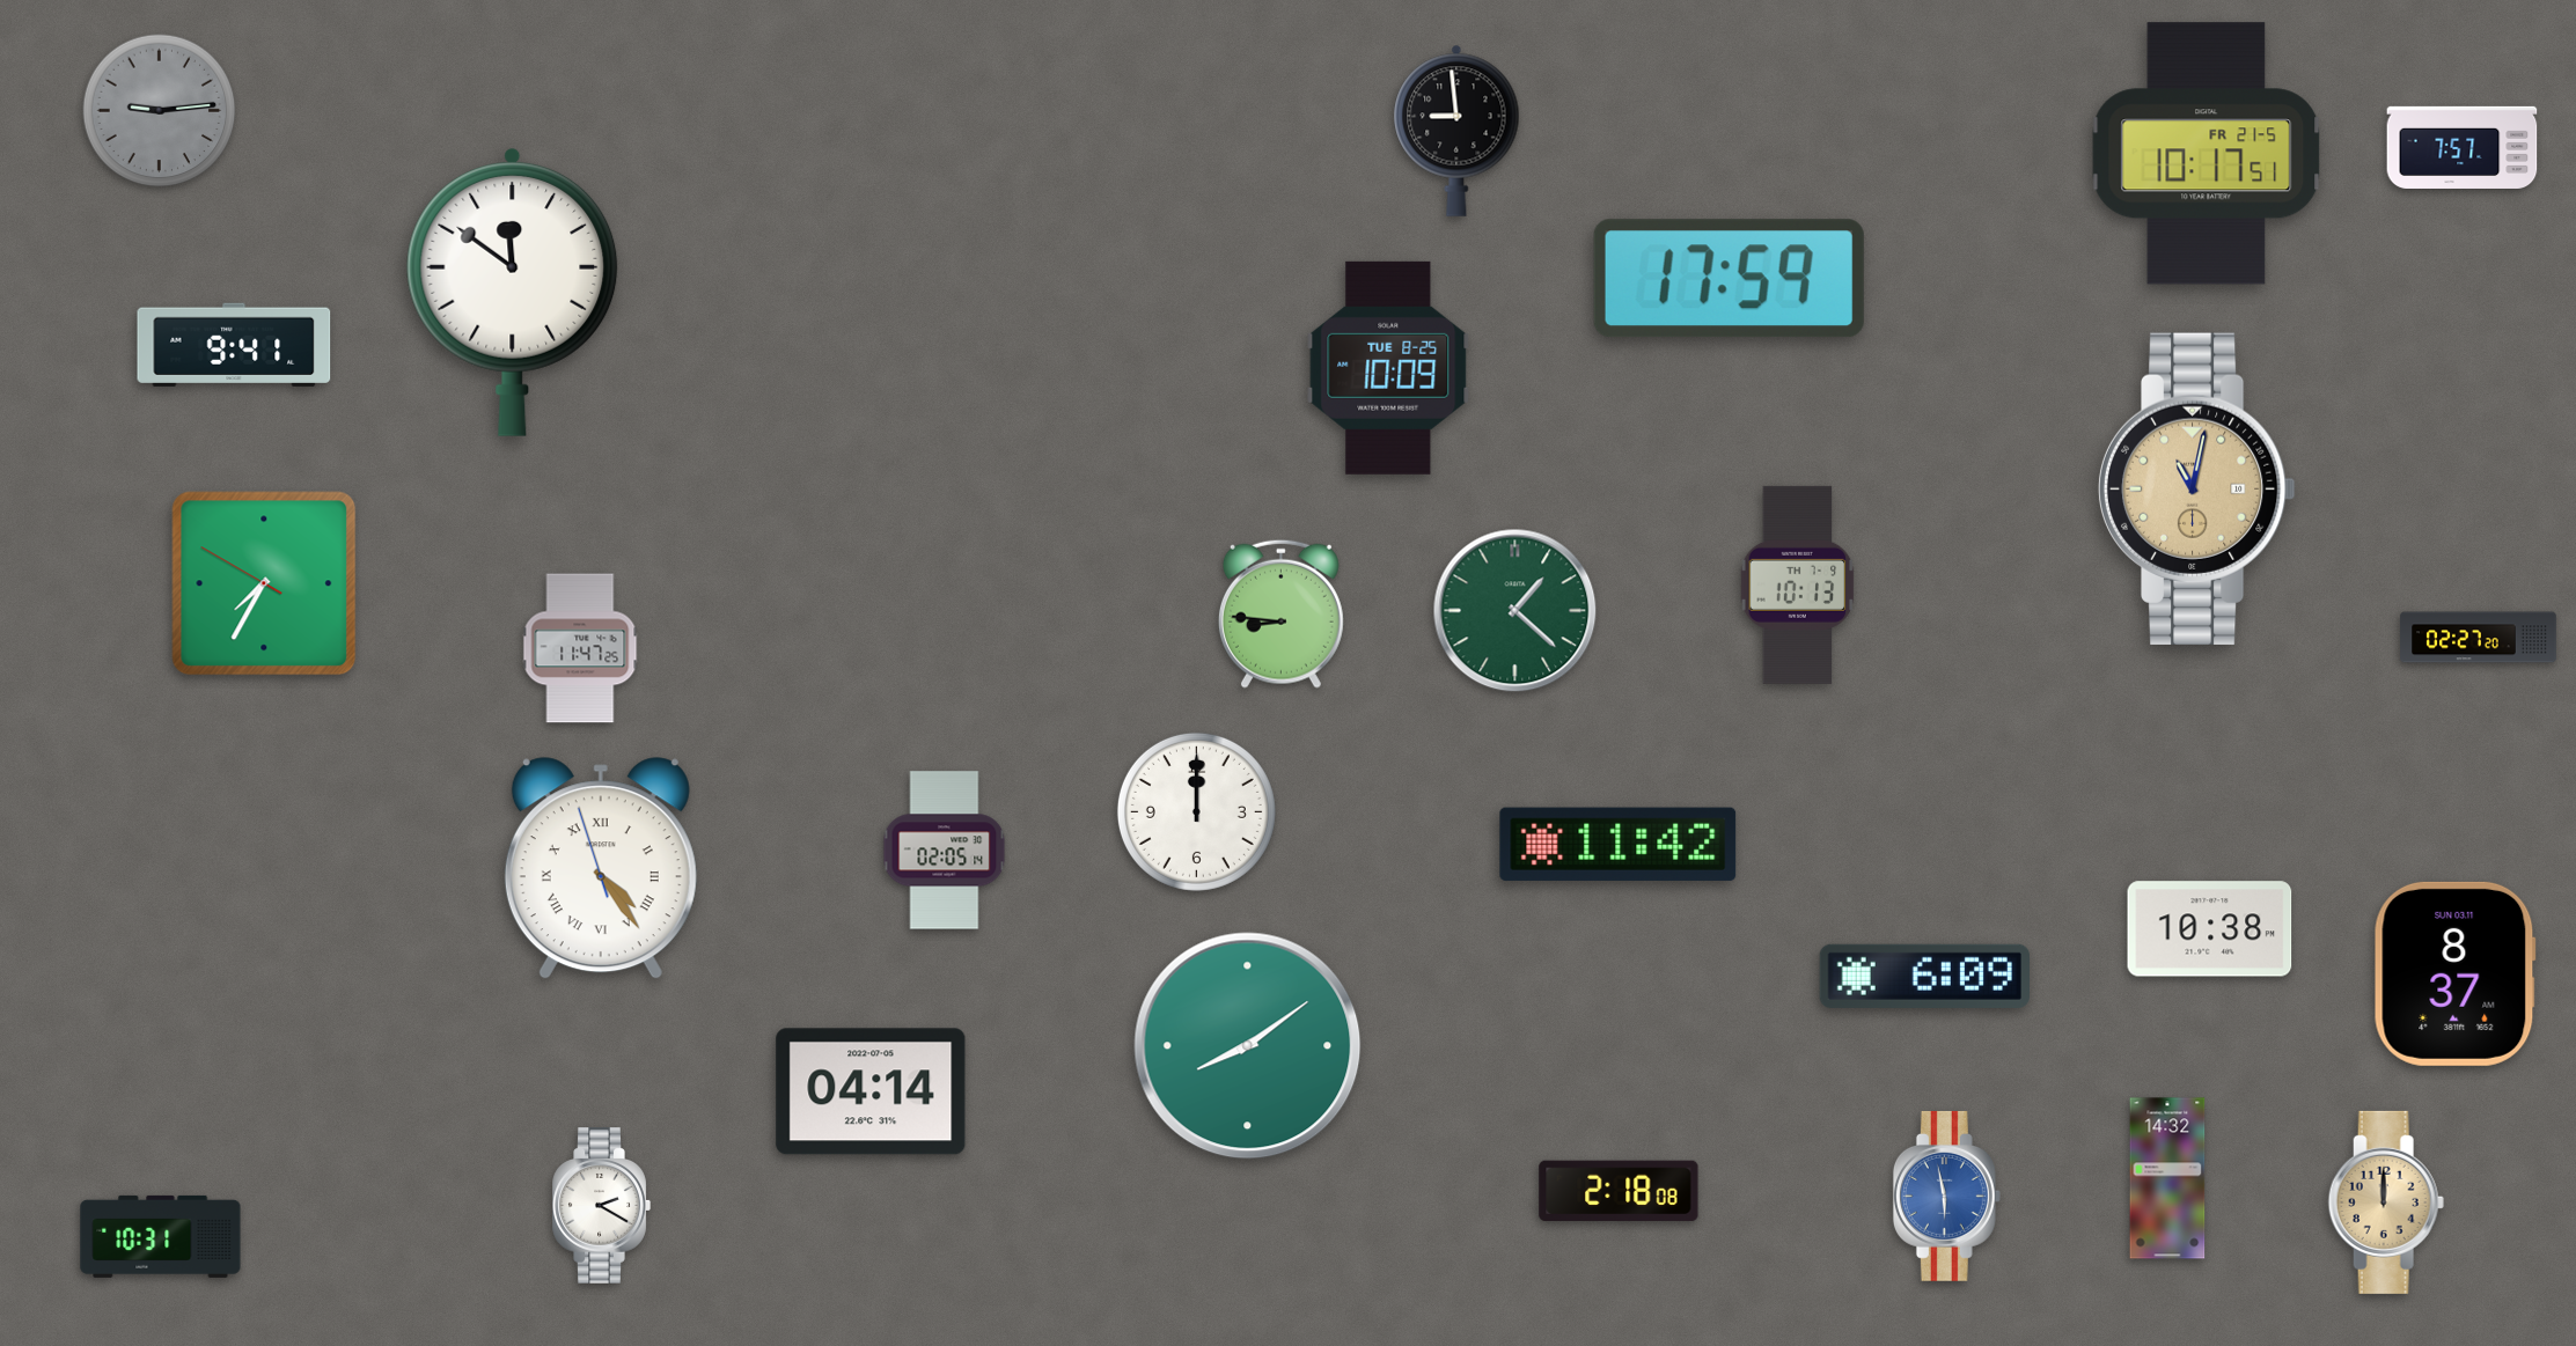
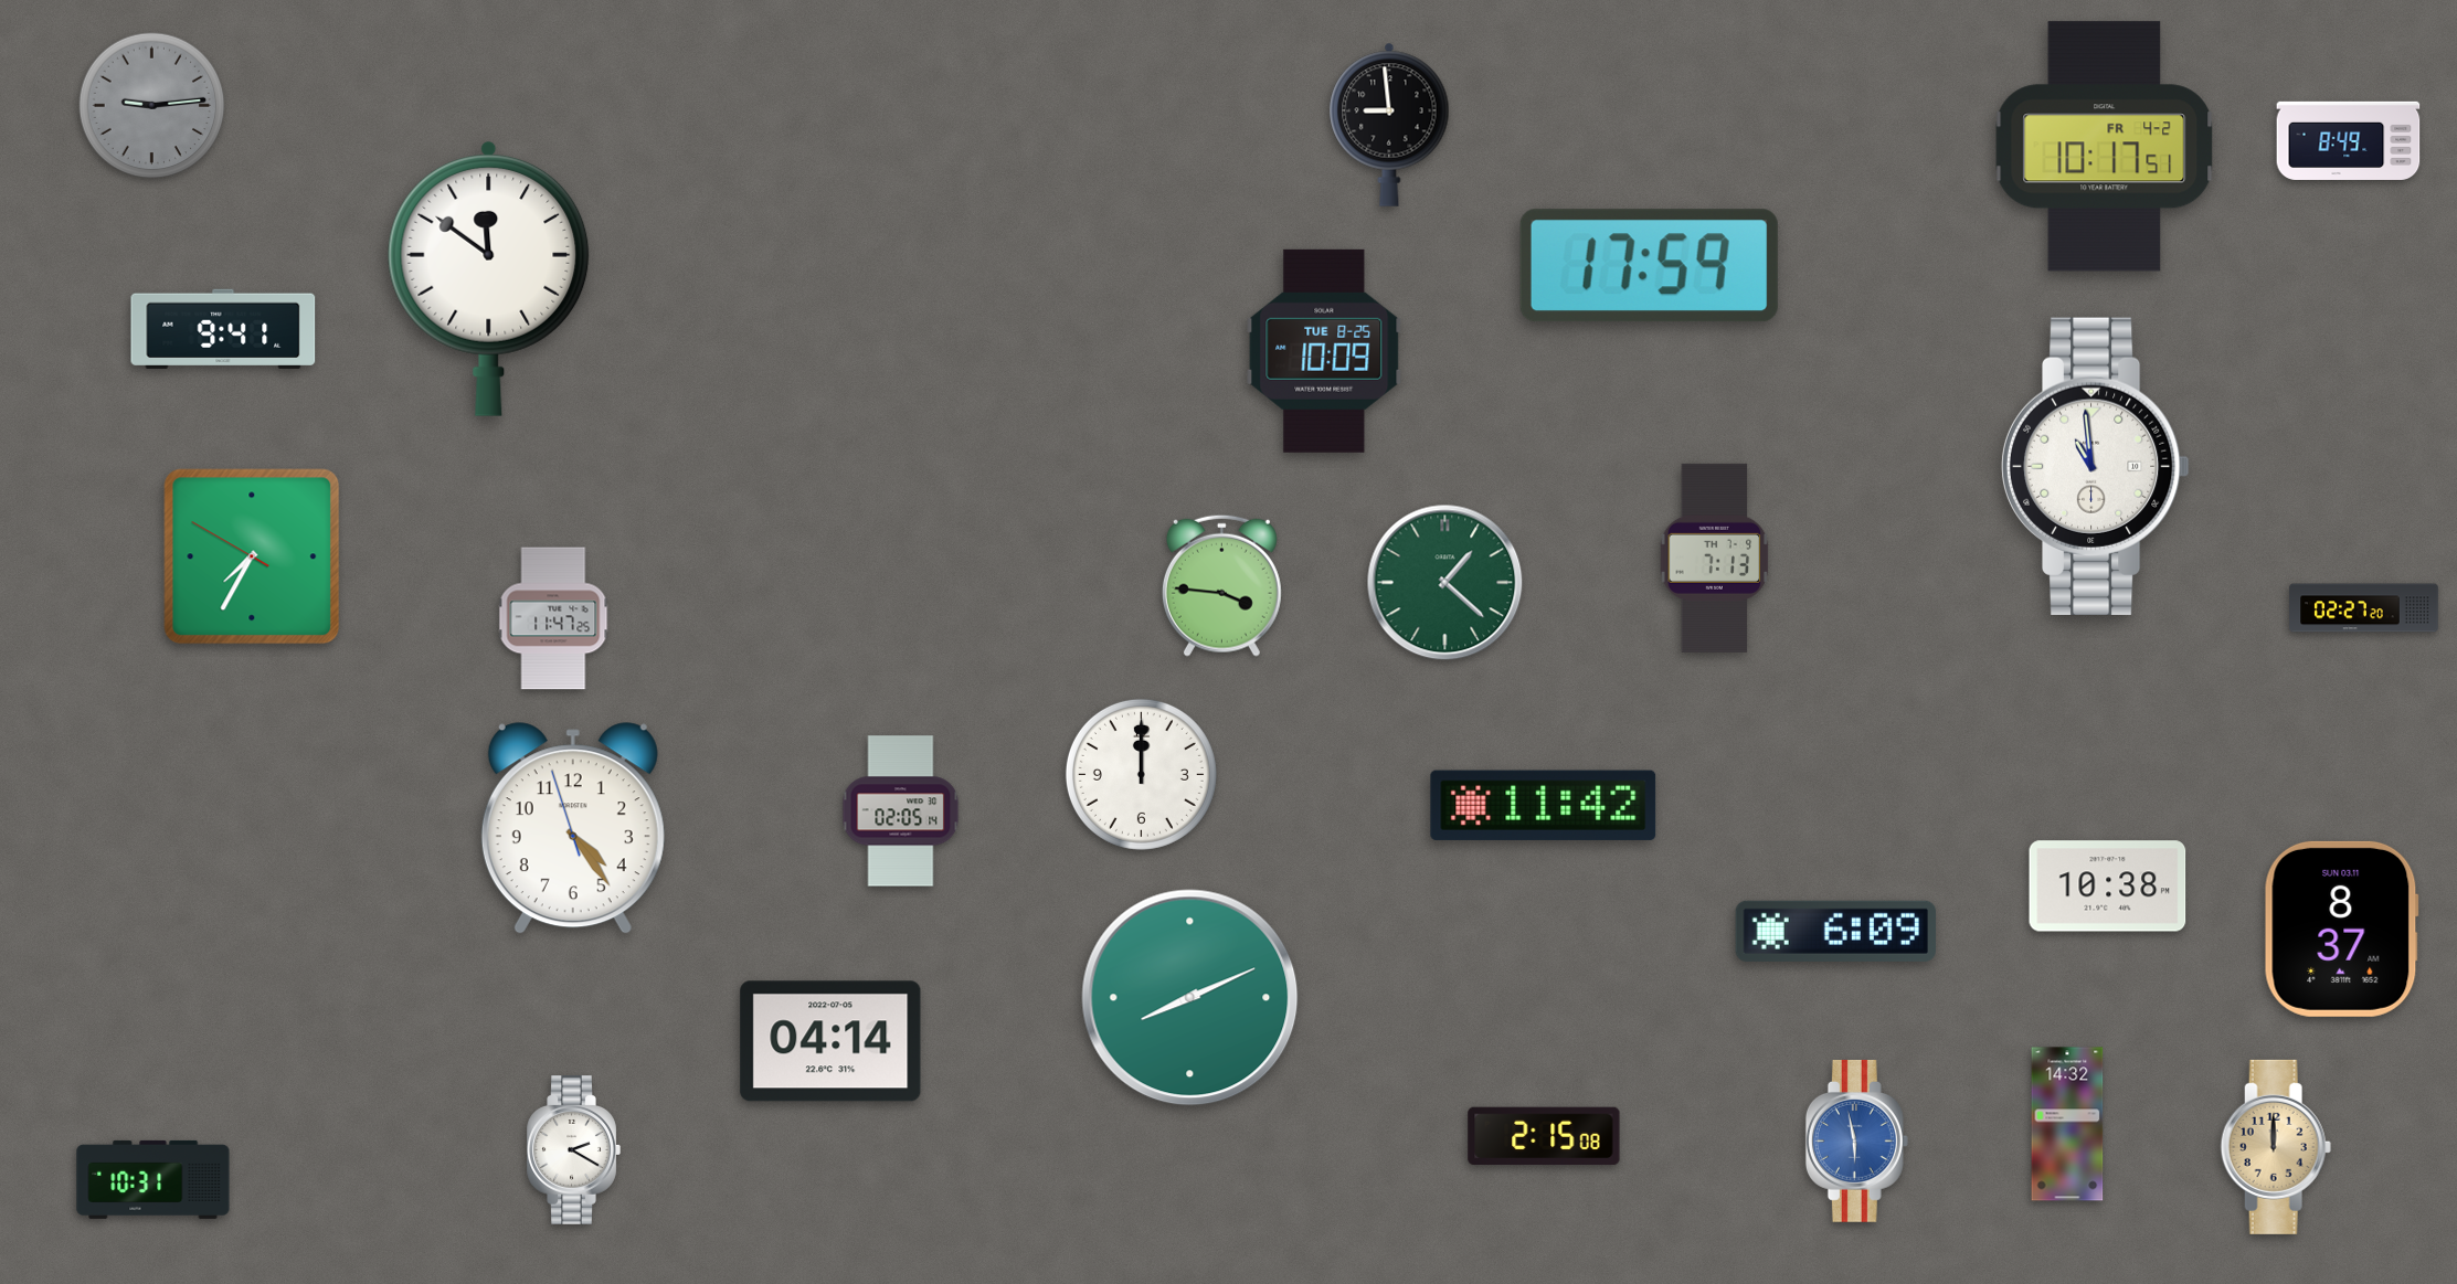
clock at (2463, 147): 7:57 -> 8:49
clock at (2207, 154) date: FR 21-5 -> FR 4-2
clock at (2196, 488): 11:02 -> 10:59
clock at (2196, 488) dial: champagne -> white
clock at (1798, 584): 10:13 -> 7:13
clock at (1280, 613): 8:46 -> 3:46
clock at (601, 869) numerals: Roman -> Arabic
clock at (1248, 1046): 8:09 -> 8:11
clock at (1619, 1191): 2:18 -> 2:15
